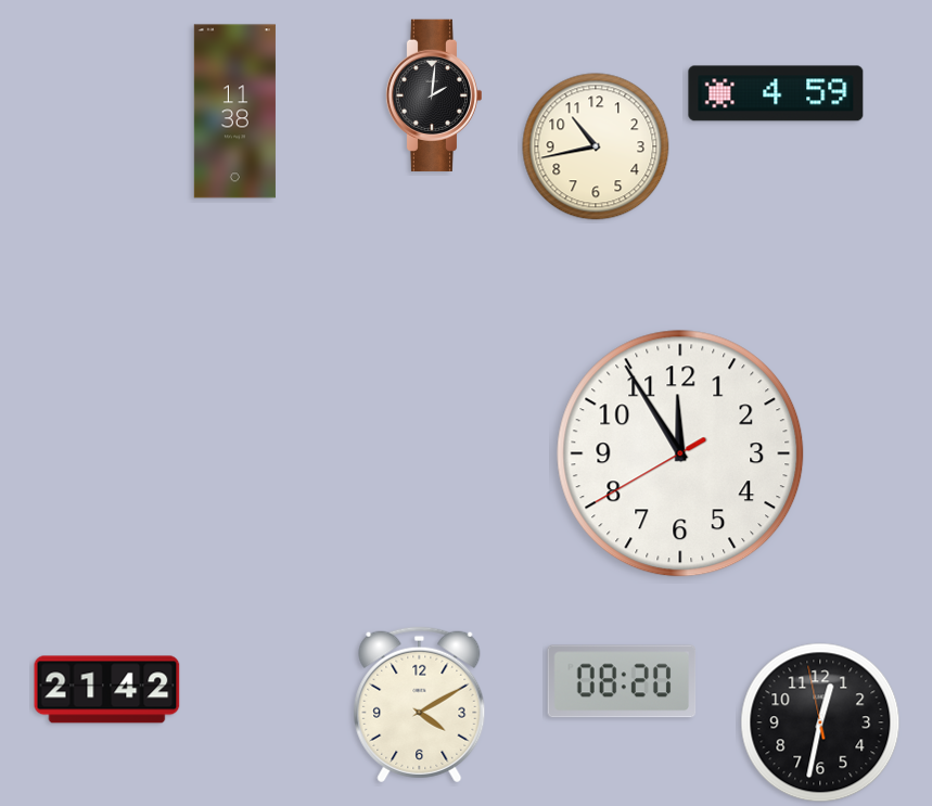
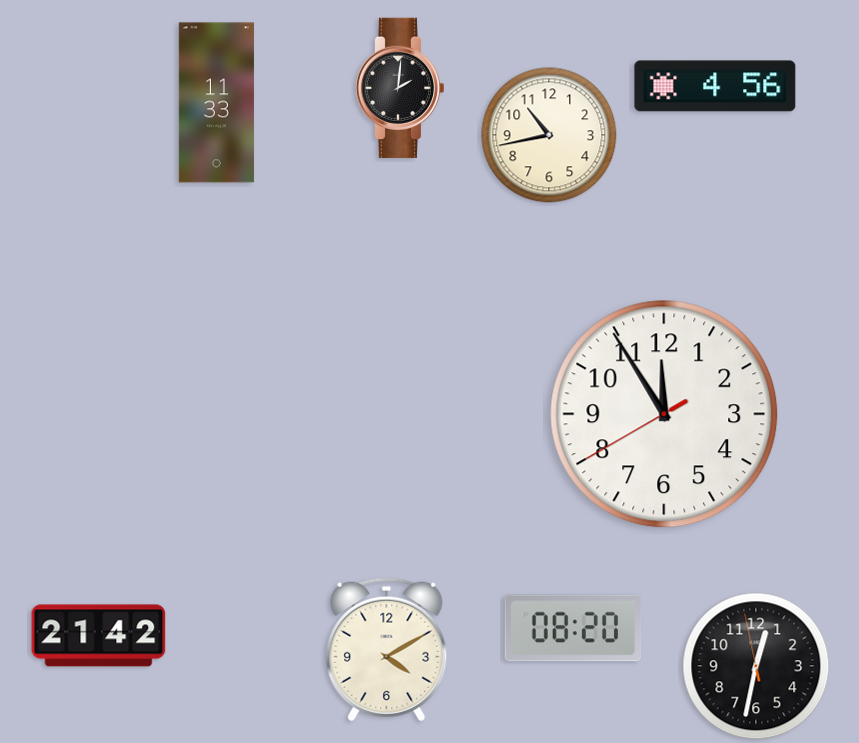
clock at (776, 93): 4:59 -> 4:56
clock at (234, 112): 11:38 -> 11:33
clock at (680, 453) position: (680, 453) -> (664, 414)
